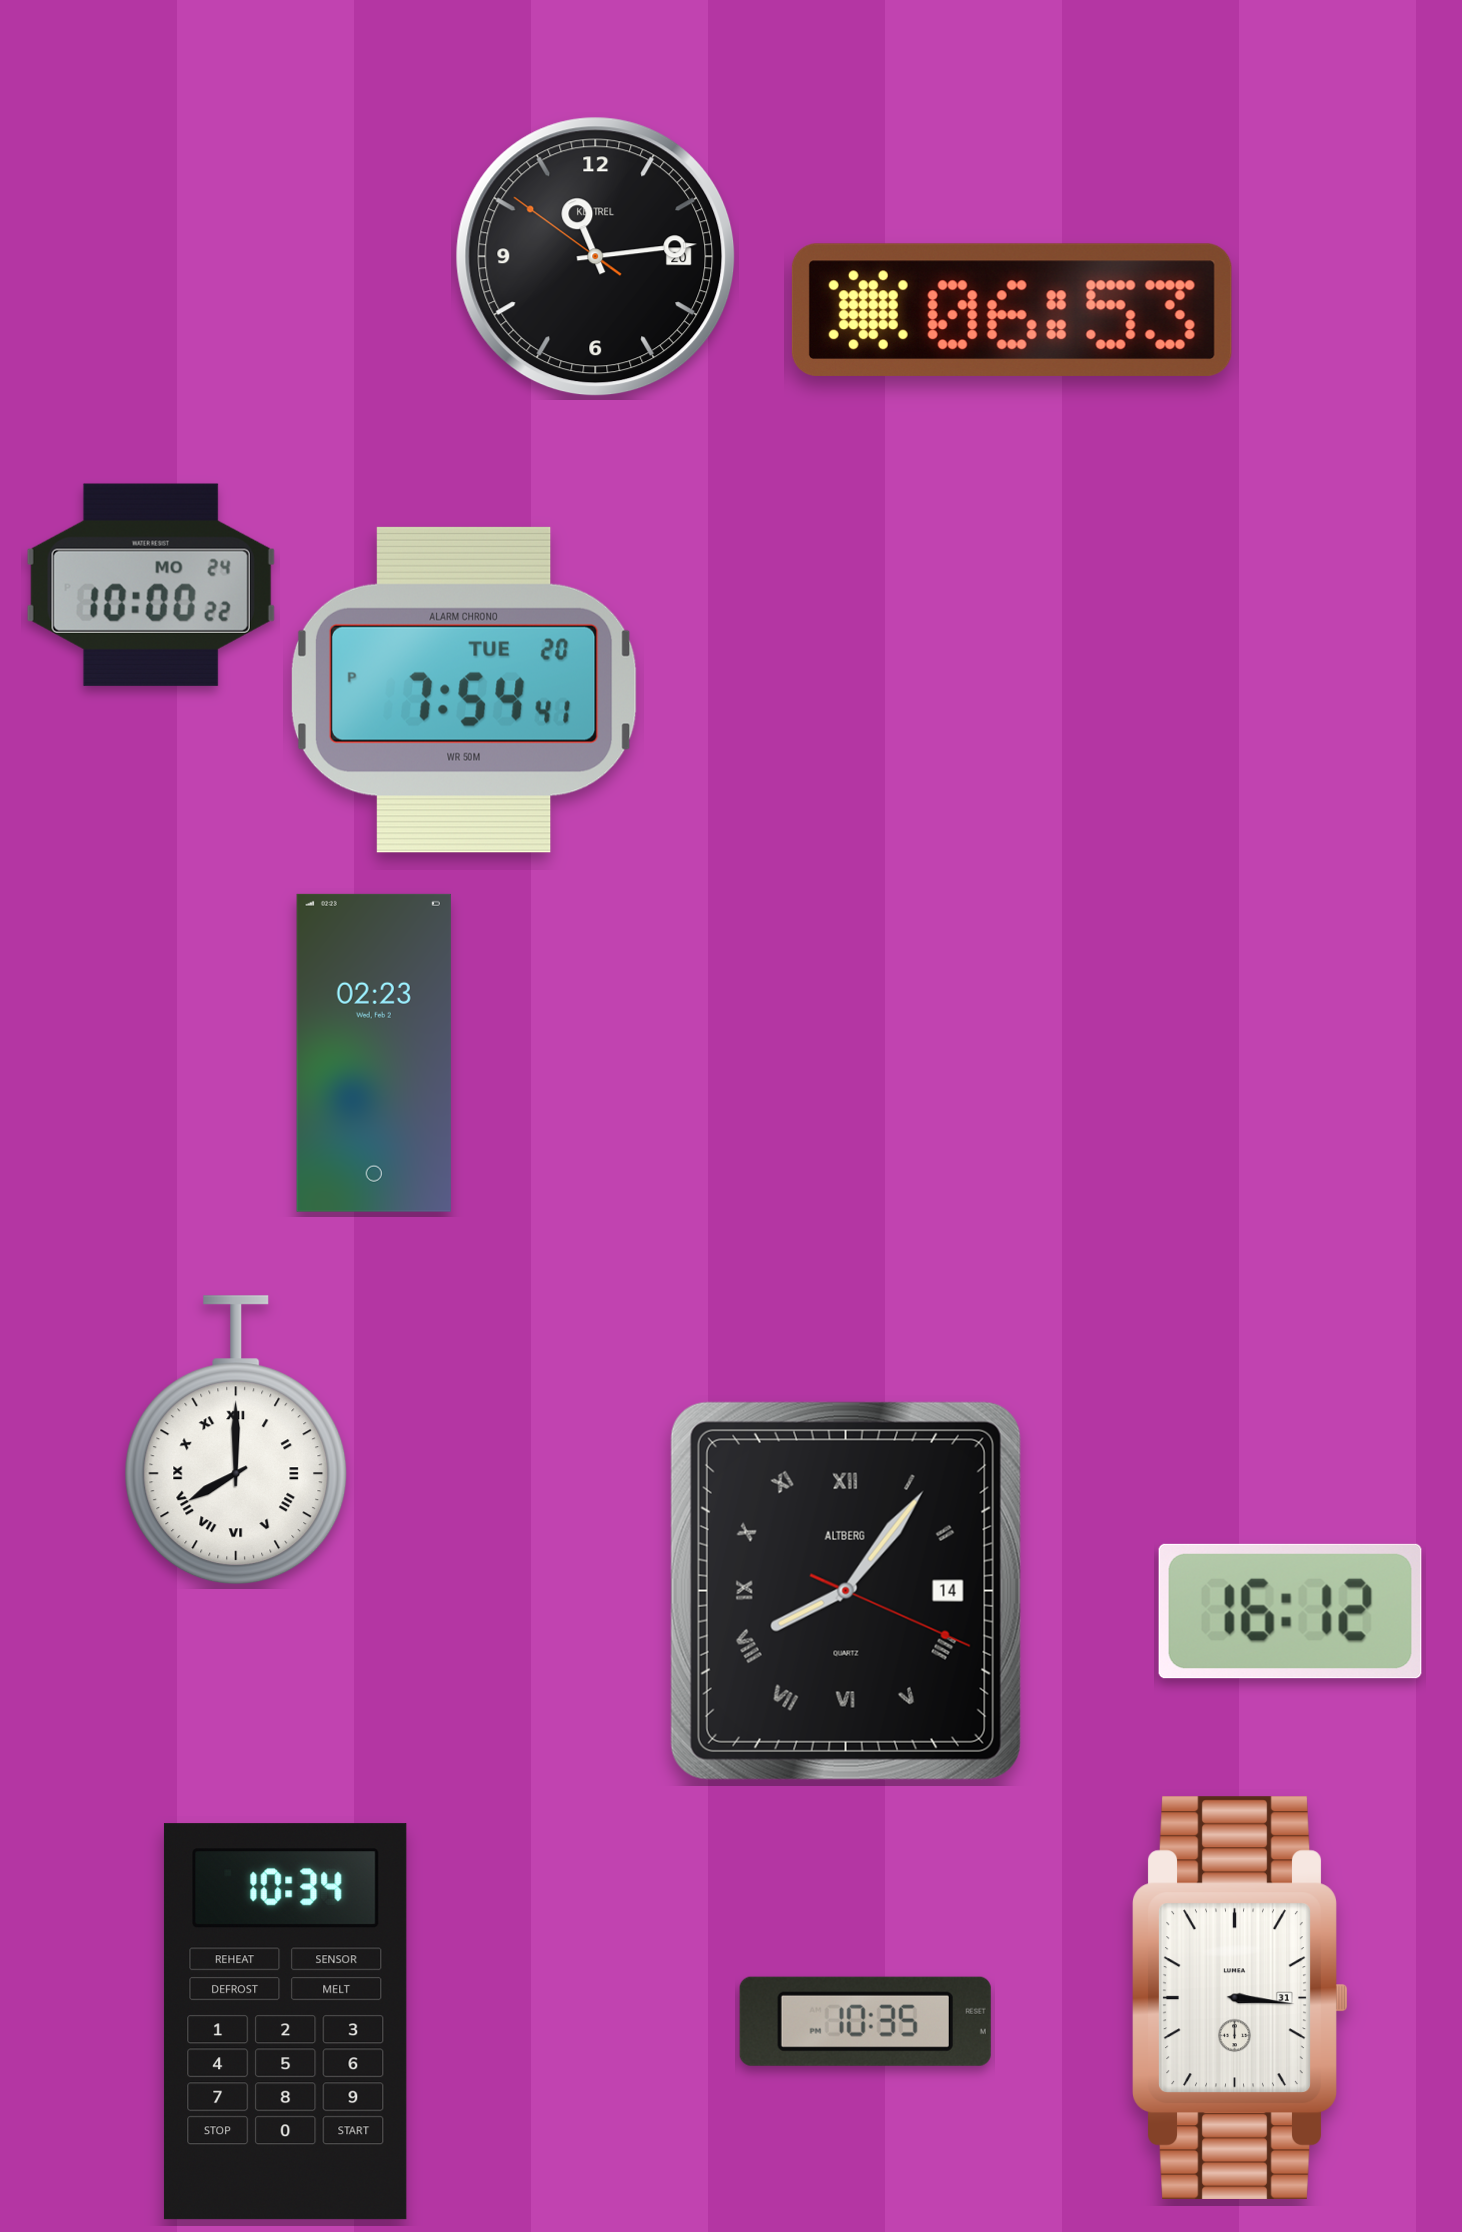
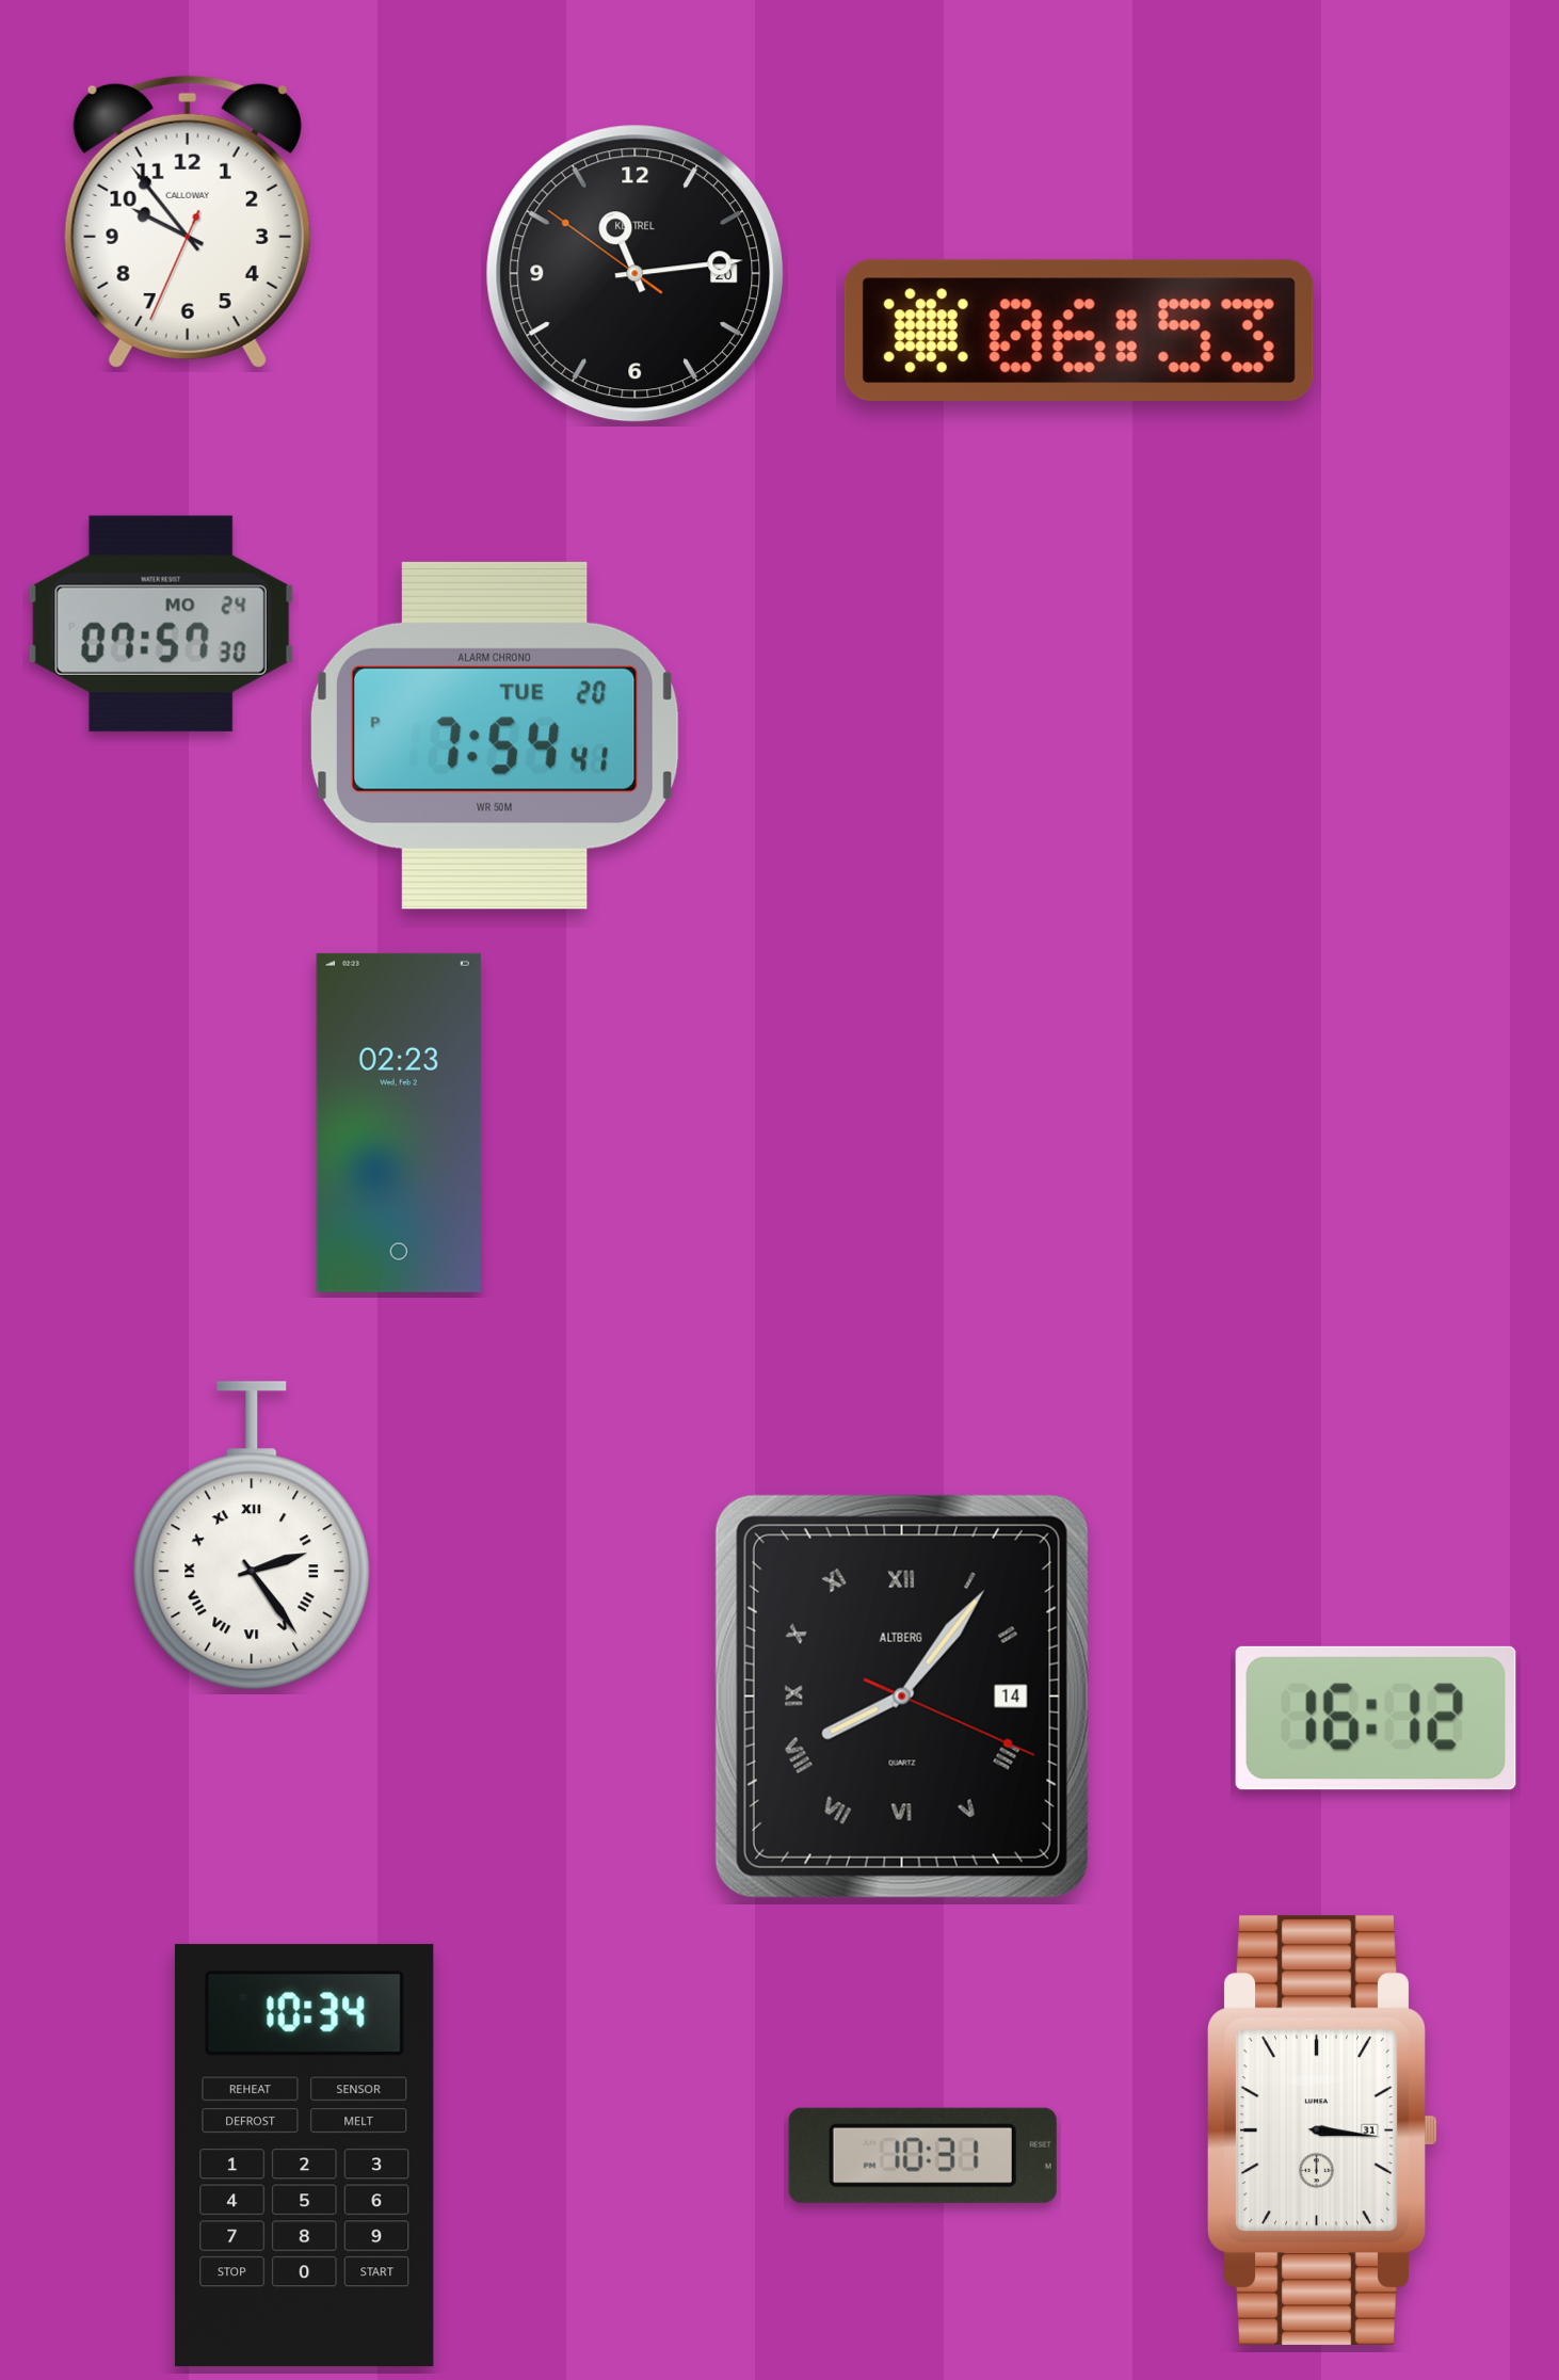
clock at (188, 222): none -> 9:53
clock at (151, 585): 10:00 -> 07:57
clock at (236, 1441): 8:00 -> 2:24
clock at (865, 2021): 10:35 -> 10:31
